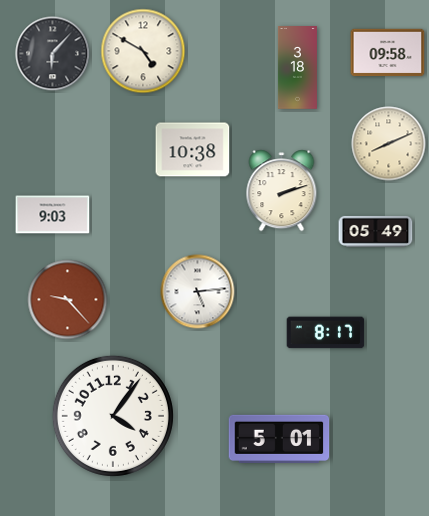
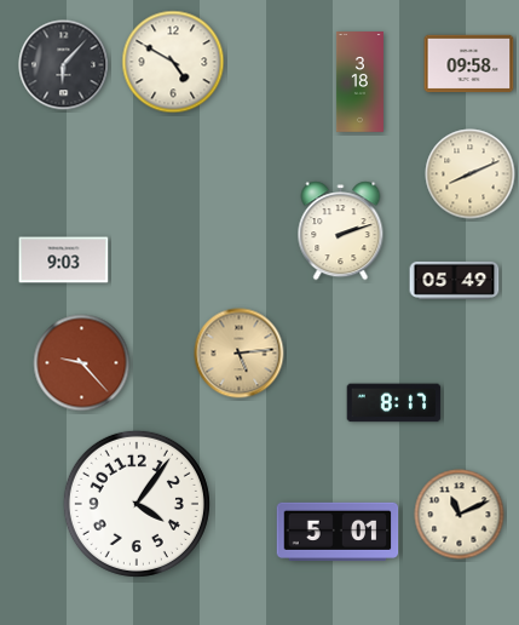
clock at (193, 150): 10:38 -> none
clock at (198, 292) dial: white -> champagne
clock at (460, 515): none -> 11:11
